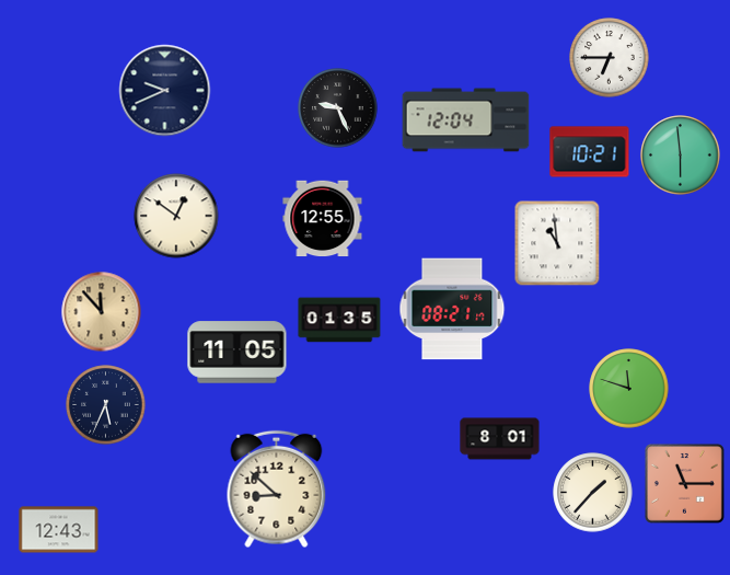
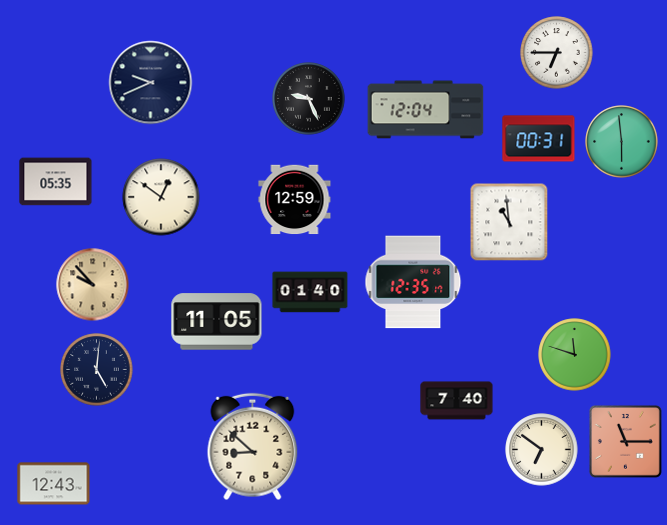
clock at (590, 152): 10:21 -> 00:31
clock at (56, 182): none -> 05:35
clock at (323, 219): 12:55 -> 12:59
clock at (452, 309): 08:21 -> 12:35
clock at (102, 312): 11:53 -> 9:53
clock at (339, 320): 01:35 -> 01:40
clock at (106, 405): 5:34 -> 5:01
clock at (500, 439): 8:01 -> 7:40
clock at (593, 493): 1:37 -> 6:51
